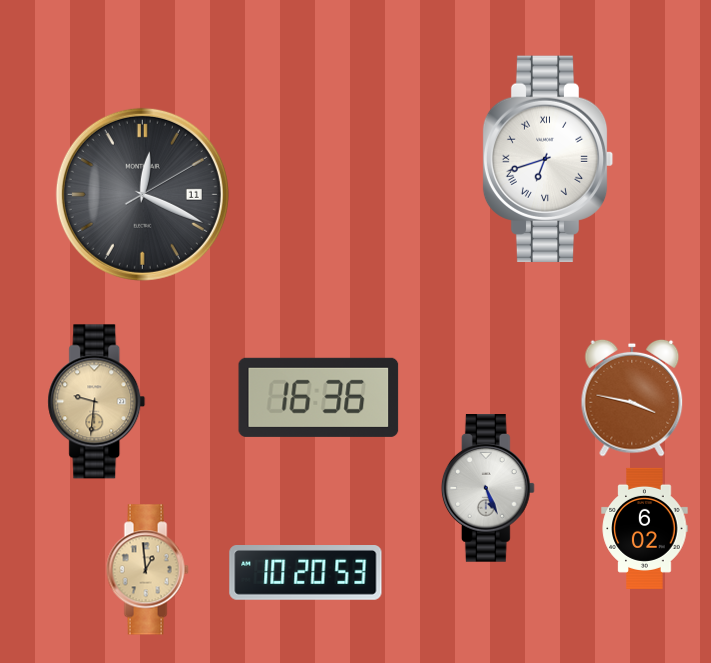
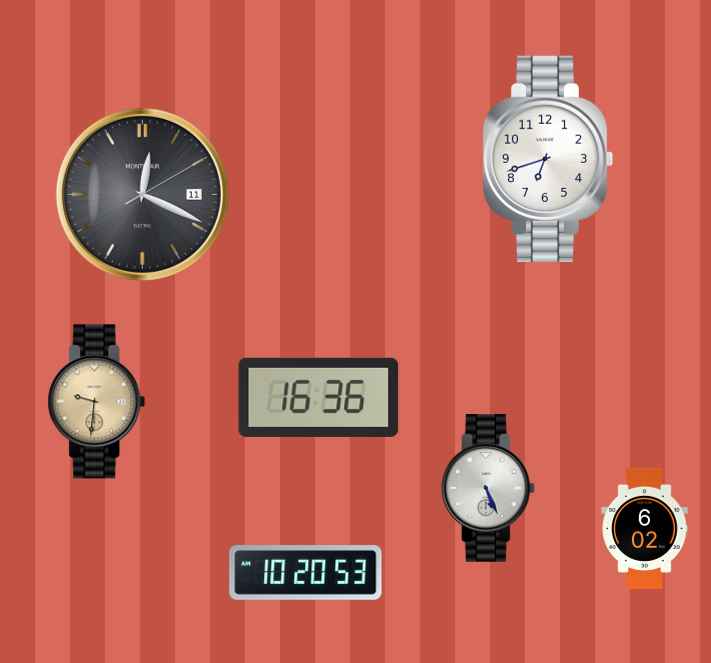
clock at (548, 159) numerals: Roman -> Arabic
clock at (632, 398): 3:47 -> none
clock at (147, 570): 12:59 -> none
